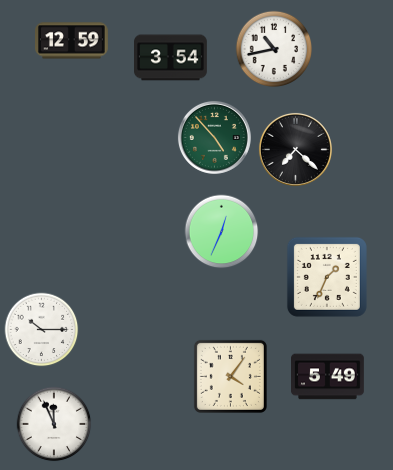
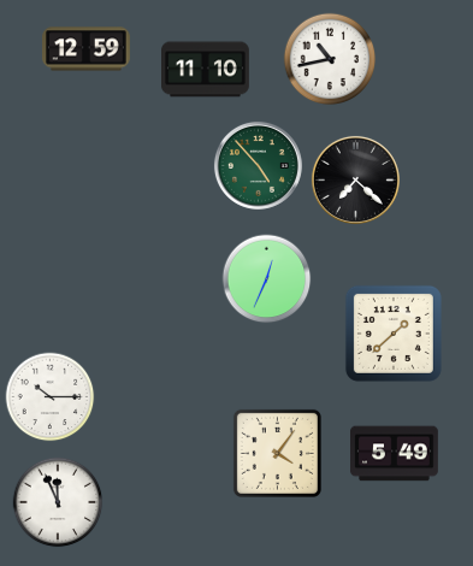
clock at (171, 58): 3:54 -> 11:10
clock at (327, 277): 1:34 -> 1:38
clock at (54, 424) position: (54, 424) -> (58, 502)
